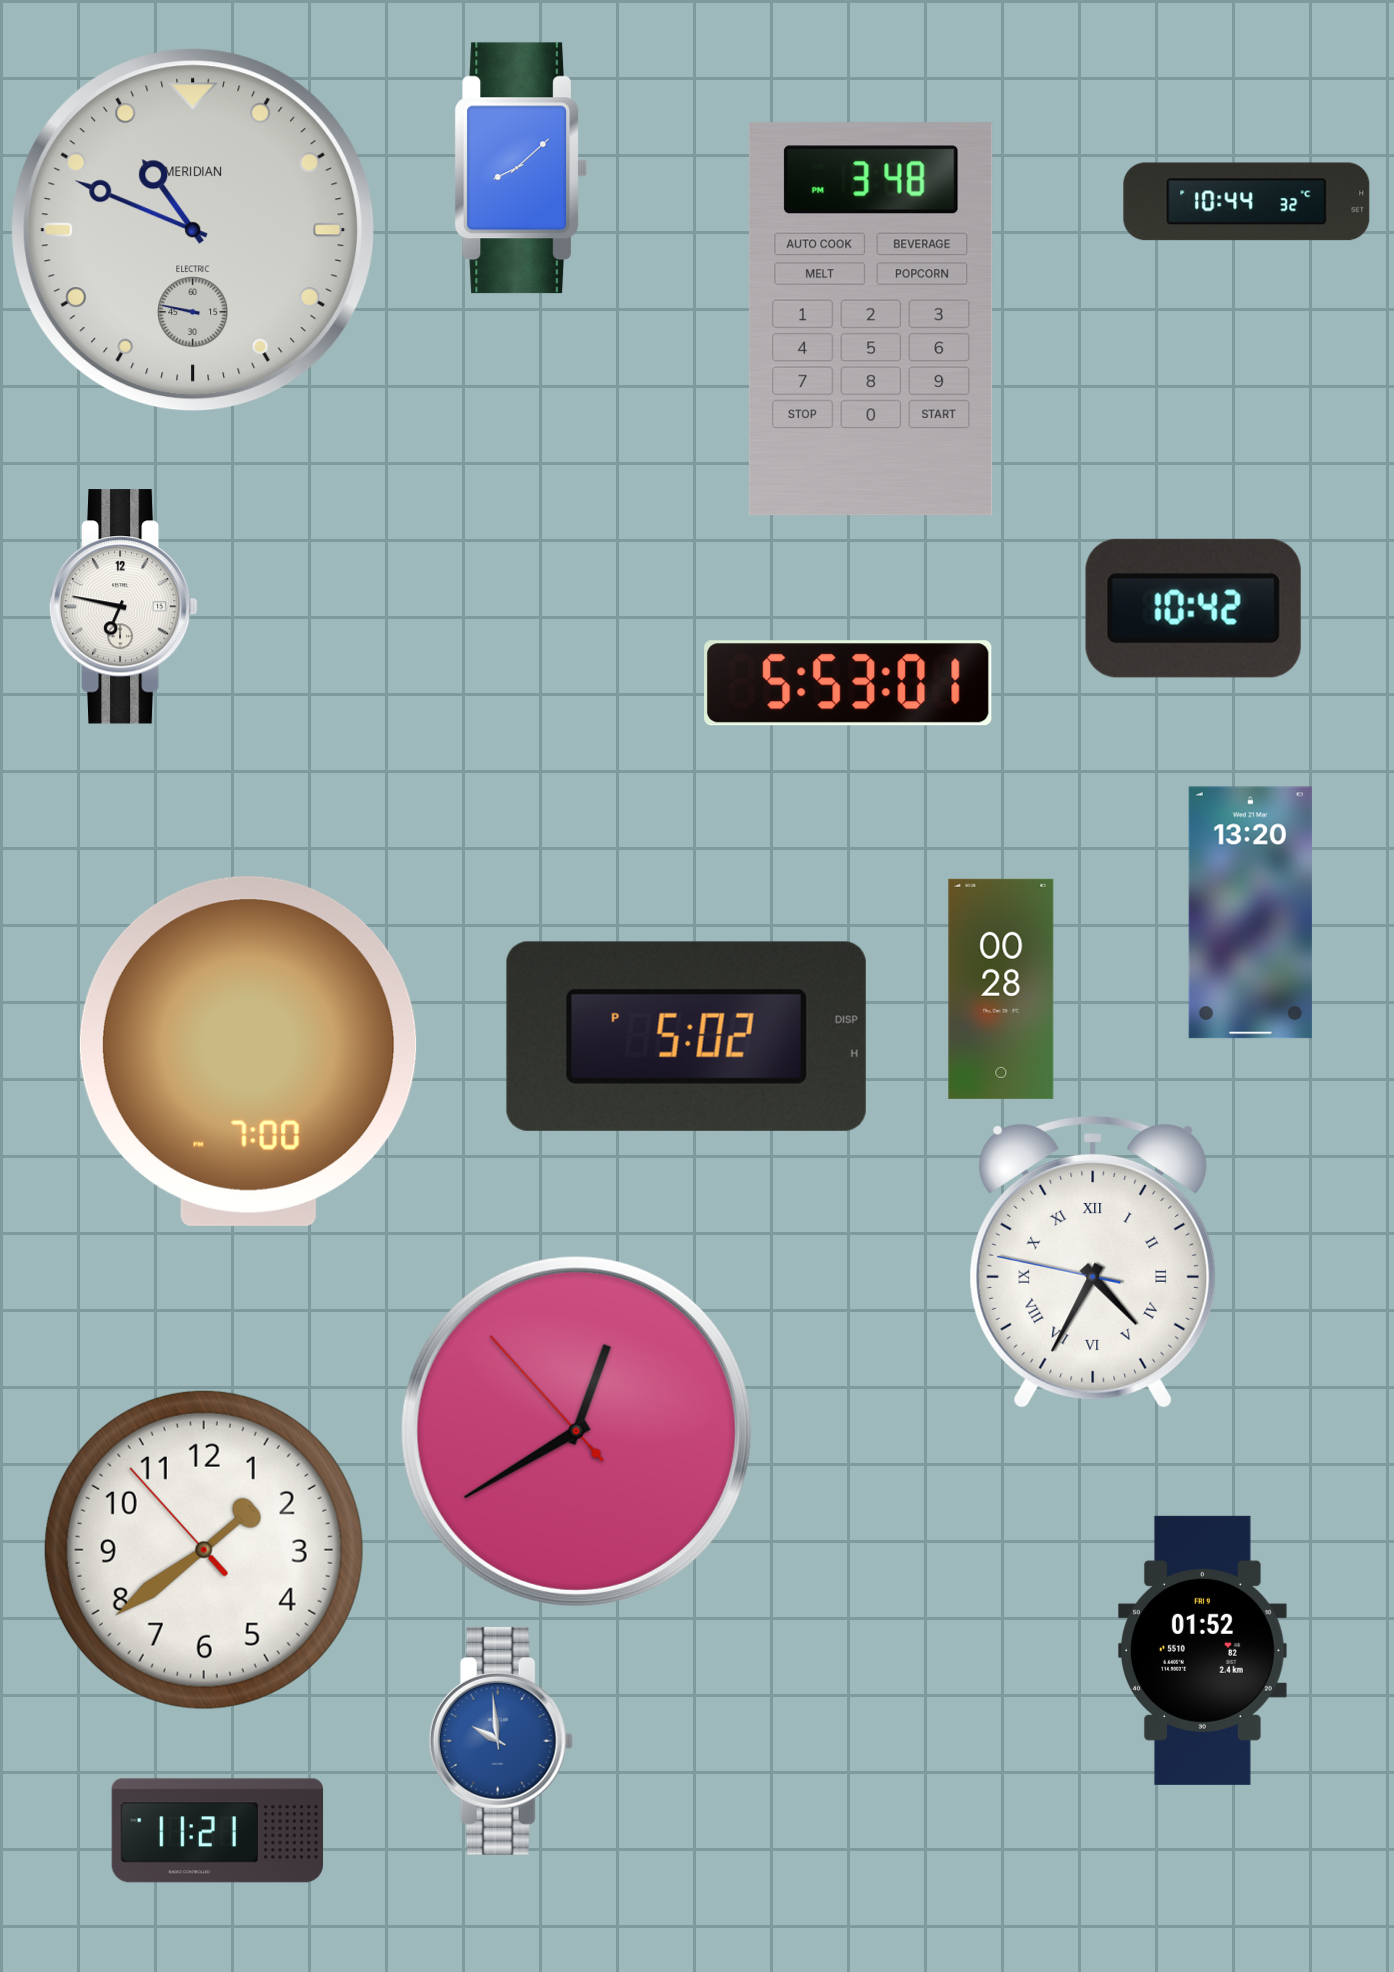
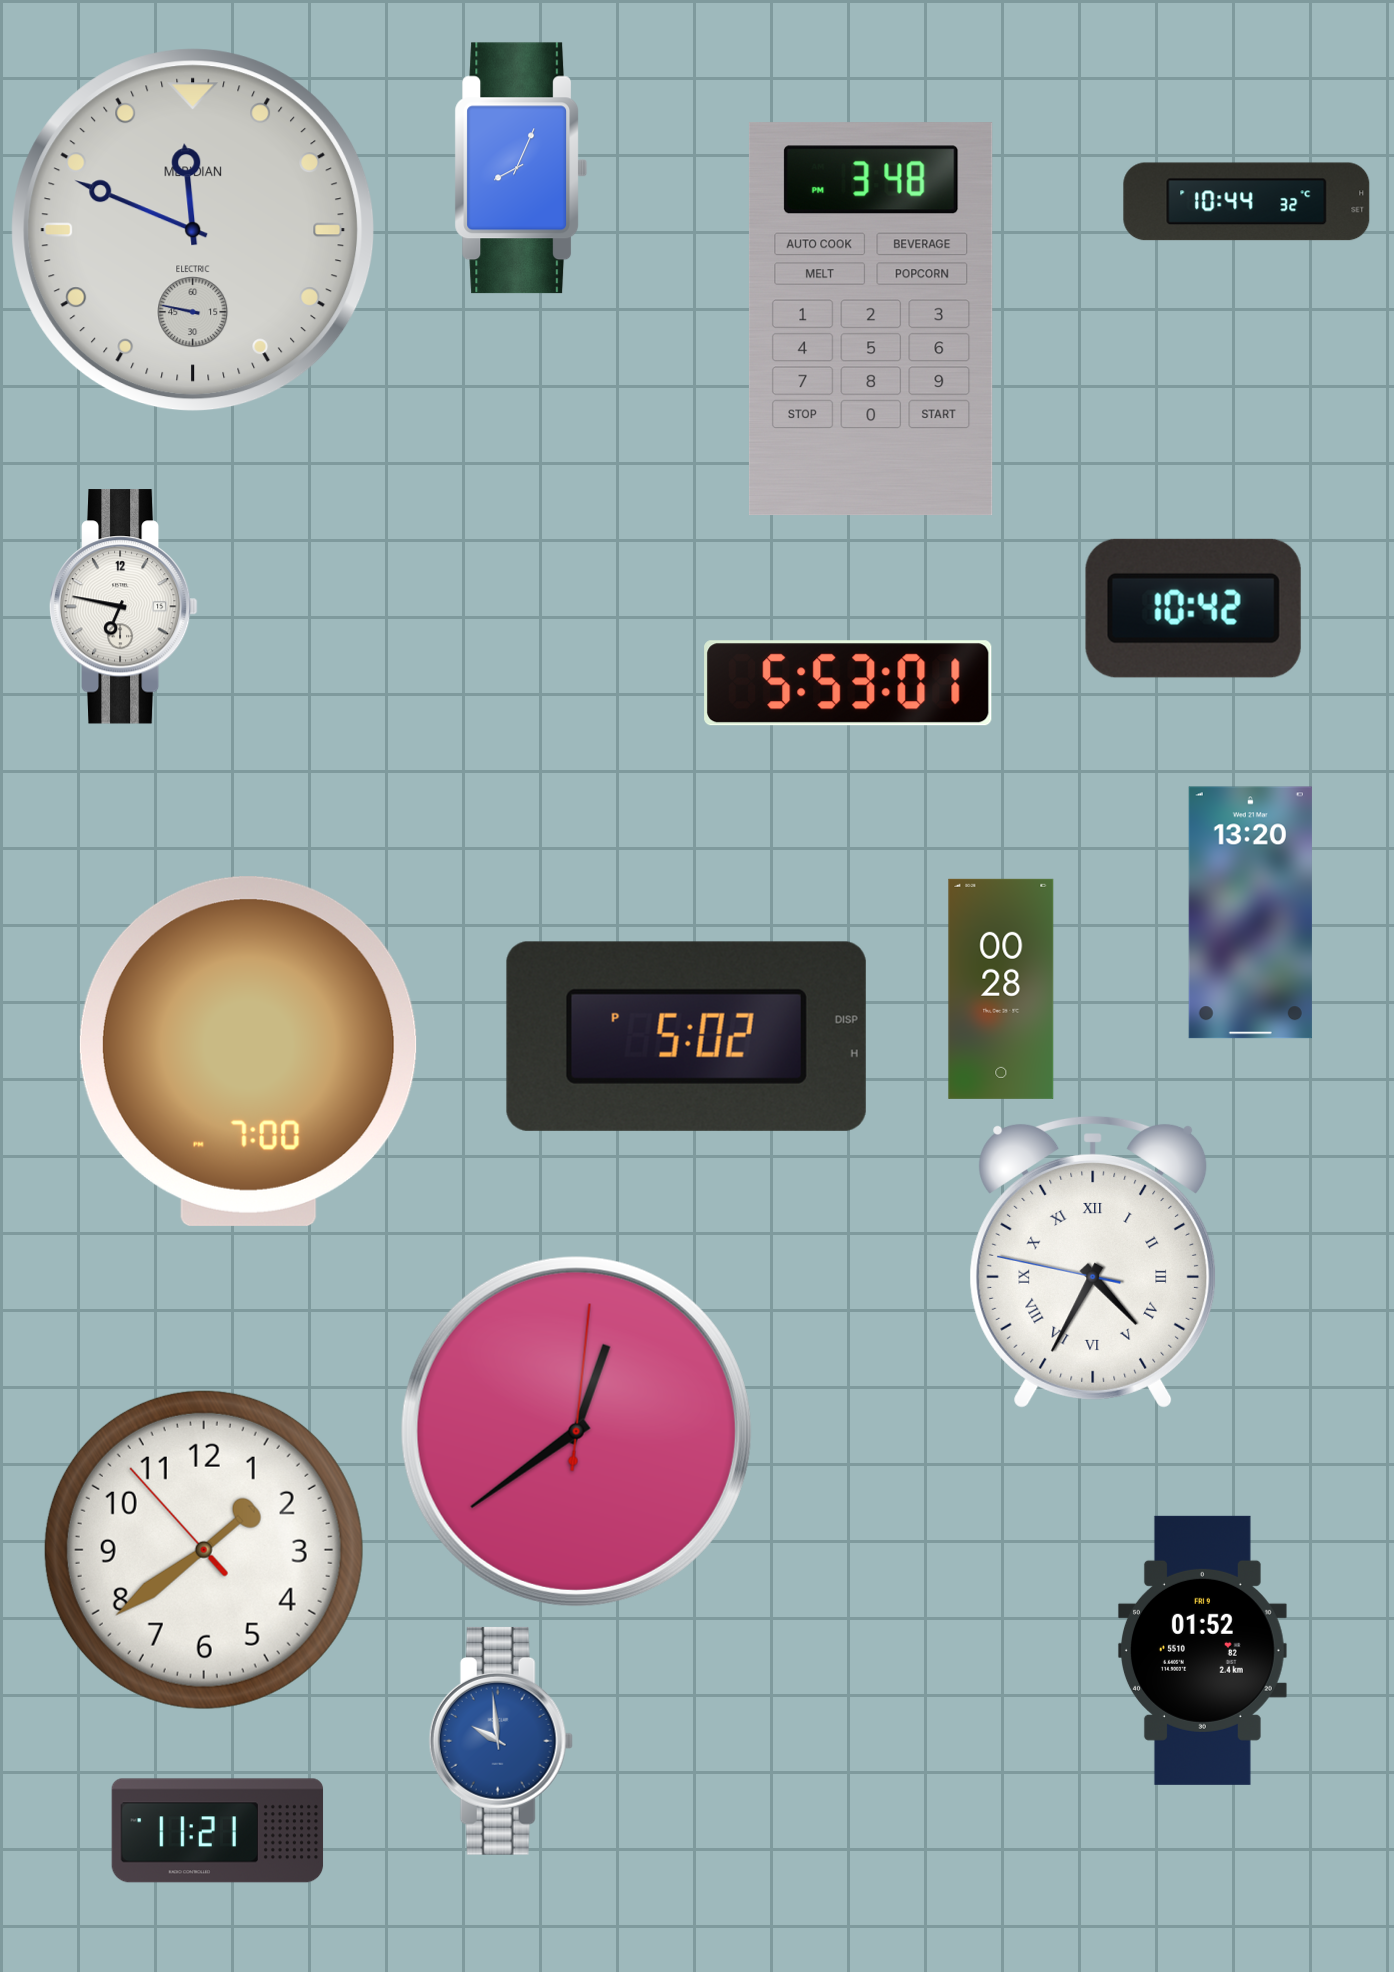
clock at (521, 168): 8:08 -> 8:04
clock at (193, 230): 10:48 -> 11:48
clock at (576, 1431): 12:39:53 -> 12:39:01
